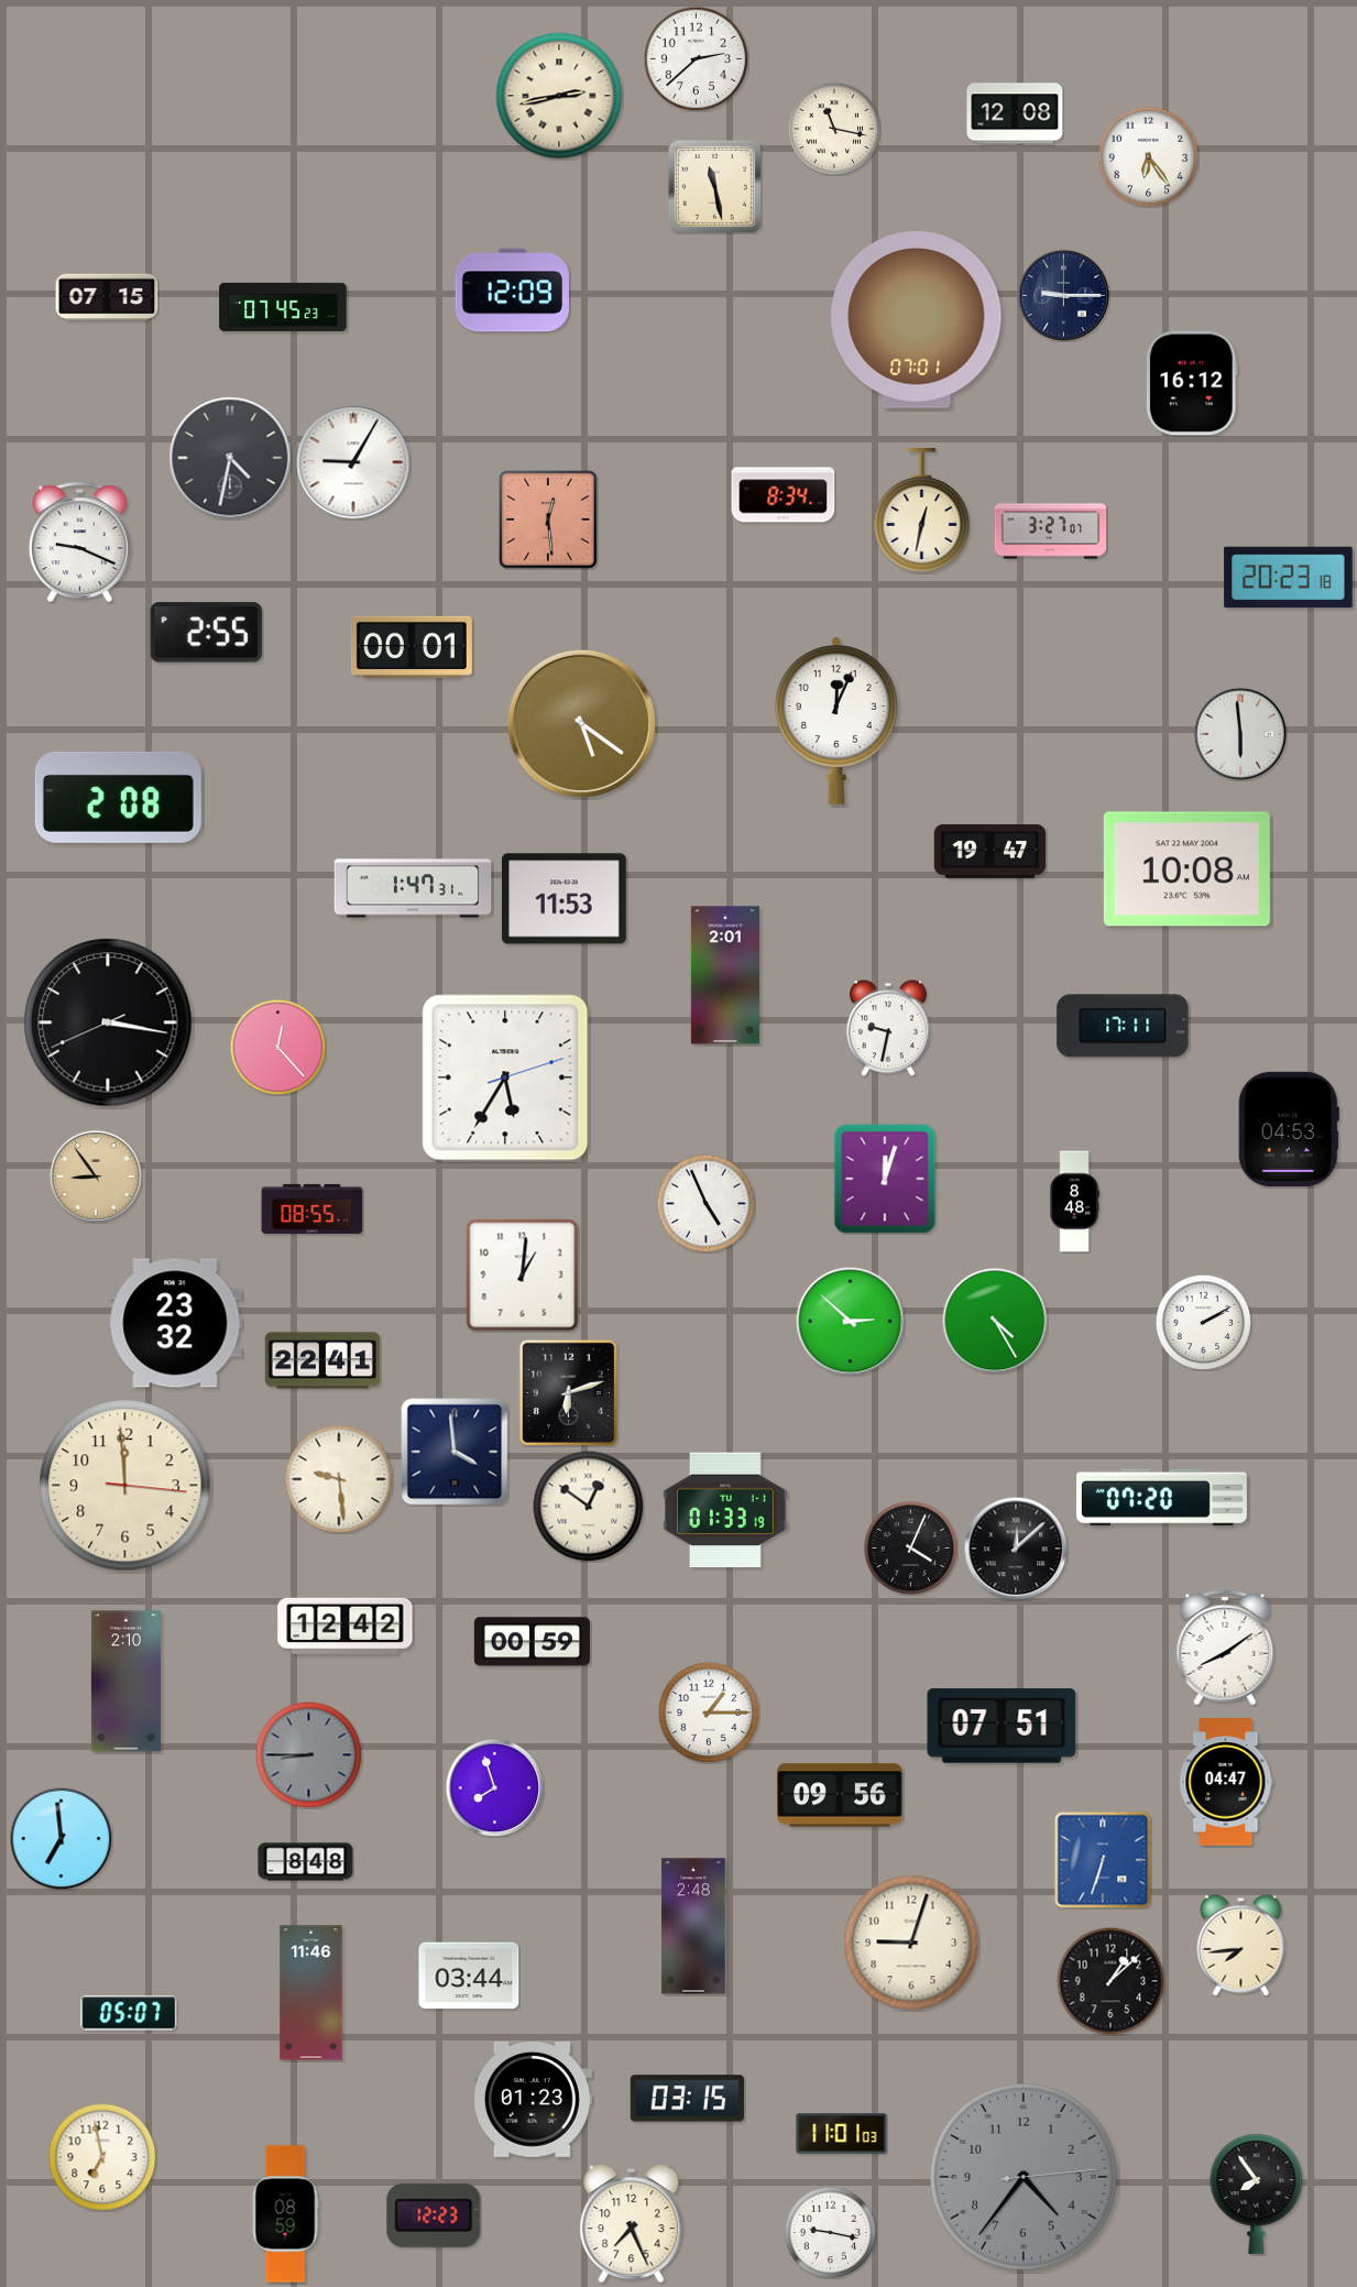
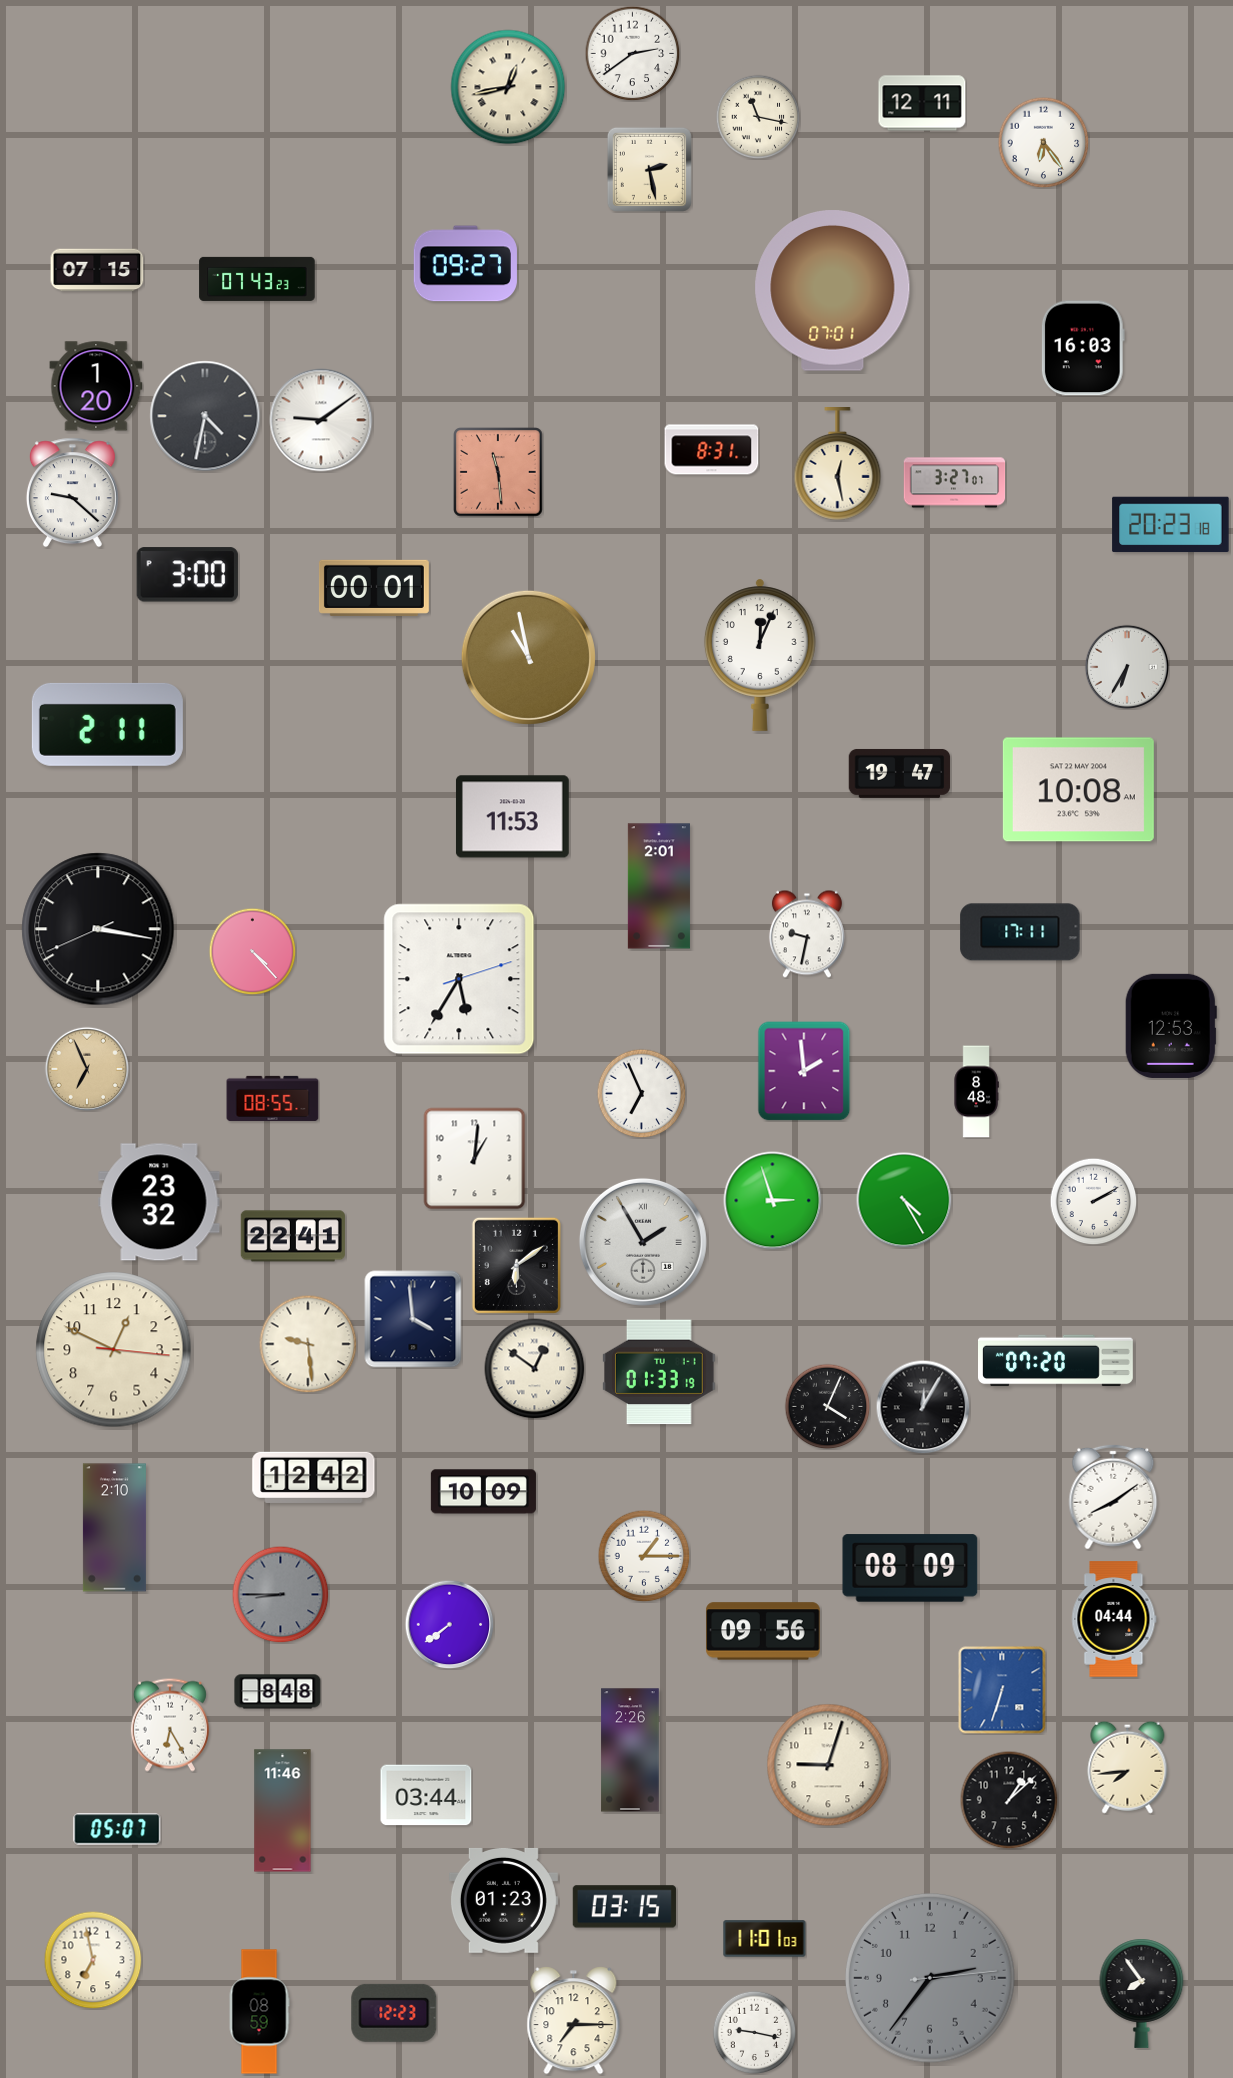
clock at (696, 58): 2:38 -> 2:39
clock at (559, 96): 2:43 -> 12:43
clock at (1015, 113): 12:08 -> 12:11
clock at (714, 186): 11:28 -> 2:28
clock at (512, 291): 12:09 -> 09:27
clock at (1063, 295): 9:15 -> none
clock at (283, 307): 07:45 -> 07:43
clock at (1192, 383): 16:12 -> 16:03
clock at (96, 386): none -> 1:20
clock at (230, 458) position: (230, 458) -> (205, 416)
clock at (353, 462): 9:05 -> 9:09
clock at (784, 495): 8:34 -> 8:31
clock at (922, 511): 12:32 -> 12:28
clock at (549, 521): 12:29 -> 11:29
clock at (79, 543): 9:19 -> 9:22
clock at (206, 633): 2:55 -> 3:00
clock at (581, 723): 5:21 -> 10:58
clock at (1239, 733): 5:59 -> 6:35
clock at (118, 797): 2:08 -> 2:11
clock at (413, 888): 1:47 -> none
clock at (277, 1047): 12:23 -> 4:23
clock at (1289, 1129): 04:53 -> 12:53
clock at (95, 1175): 8:54 -> 6:56
clock at (885, 1179): 12:03 -> 1:59
clock at (705, 1203): 4:56 -> 6:56
clock at (313, 1208) position: (313, 1208) -> (273, 1098)
clock at (851, 1322): 2:52 -> 2:57
clock at (643, 1242): none -> 1:55
clock at (568, 1392): 6:12 -> 6:09
clock at (125, 1486): 11:59 -> 12:49
clock at (1016, 1549): 12:08 -> 12:05
clock at (532, 1642): 00:59 -> 10:09
clock at (1002, 1726): 07:51 -> 08:09
clock at (1226, 1782): 04:47 -> 04:44
clock at (494, 1787): 7:57 -> 7:39
clock at (61, 1838): 6:59 -> none
clock at (170, 1725): none -> 6:25
clock at (693, 1926): 2:48 -> 2:26
clock at (532, 2099) position: (532, 2099) -> (503, 1900)
clock at (1024, 2177): 4:36 -> 2:36
clock at (632, 2224): 7:26 -> 7:15
clock at (830, 2232) position: (830, 2232) -> (754, 2032)
